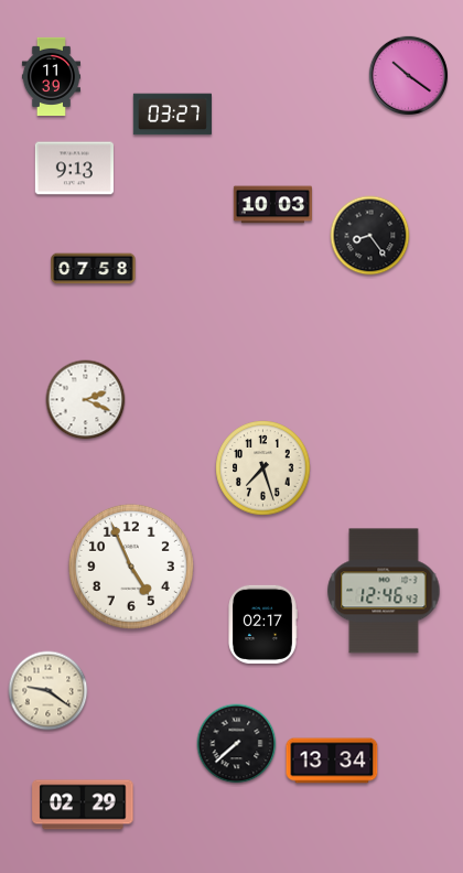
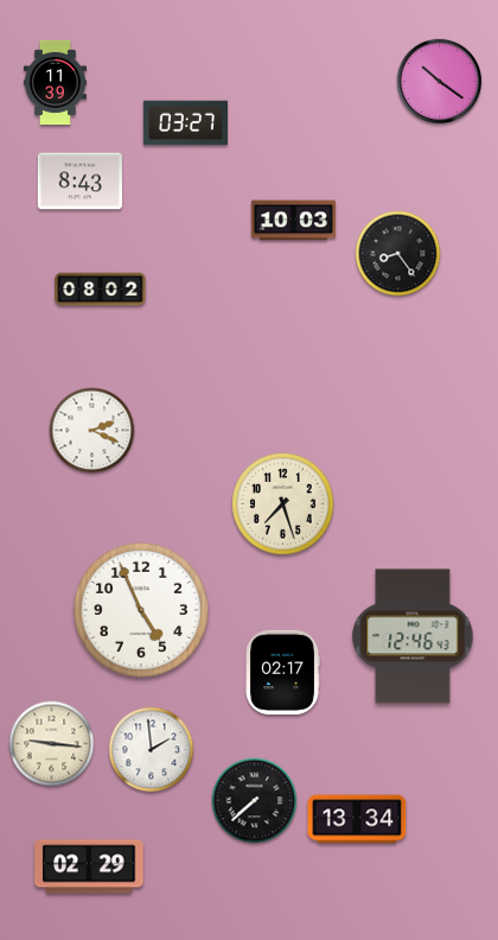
clock at (74, 169): 9:13 -> 8:43
clock at (94, 269): 07:58 -> 08:02
clock at (49, 691): 9:21 -> 9:16
clock at (152, 750): none -> 1:59
